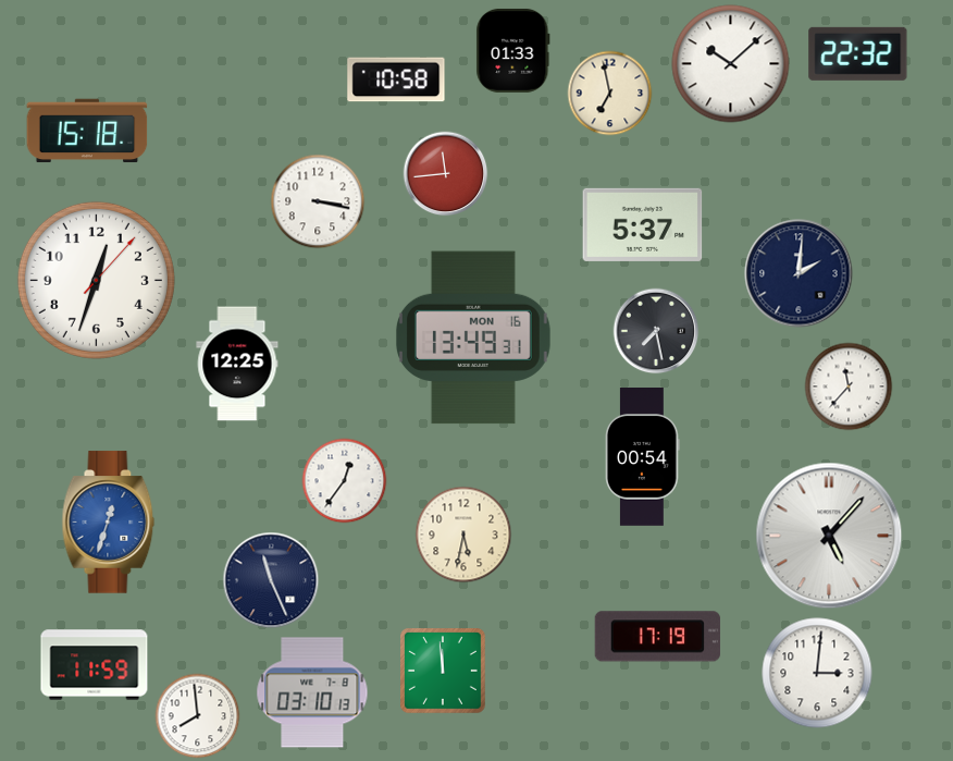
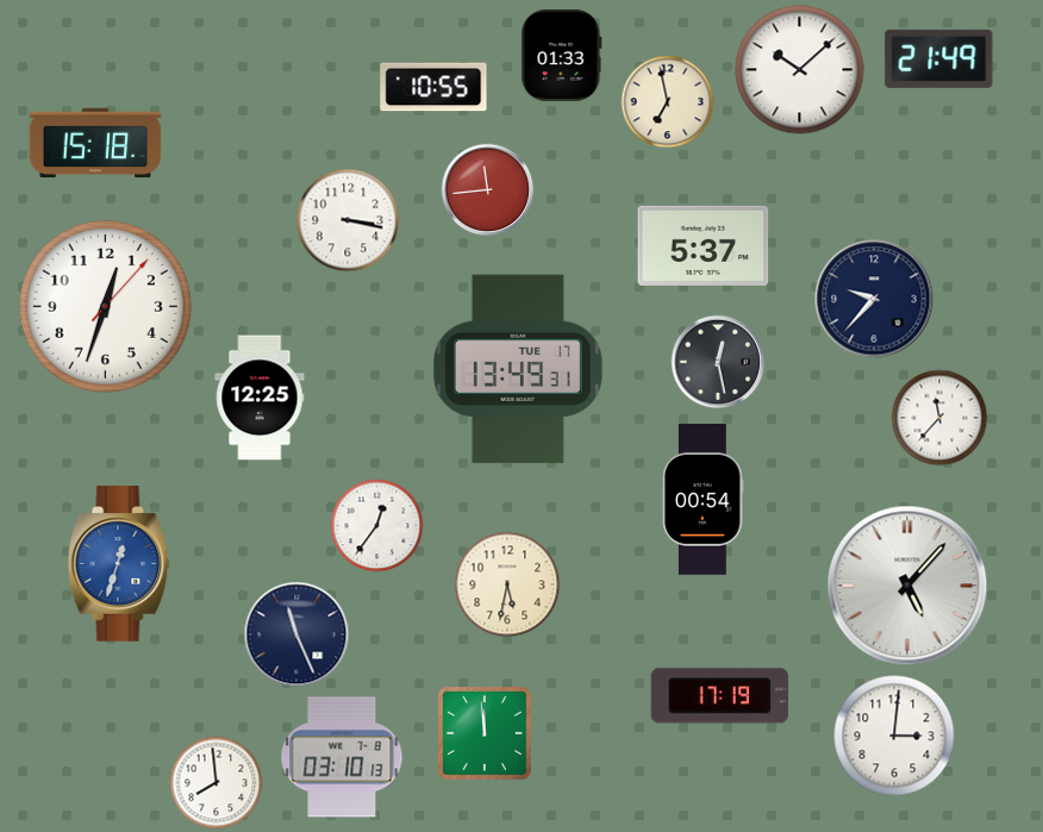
clock at (858, 53): 22:32 -> 21:49
clock at (396, 79): 10:58 -> 10:55
clock at (799, 273): 2:01 -> 9:37
clock at (656, 331): 7:28 -> 12:28
clock at (473, 337) date: MON 16 -> TUE 17
clock at (849, 386) position: (849, 386) -> (939, 418)
clock at (109, 523) position: (109, 523) -> (119, 564)
clock at (95, 665): 11:59 -> none
